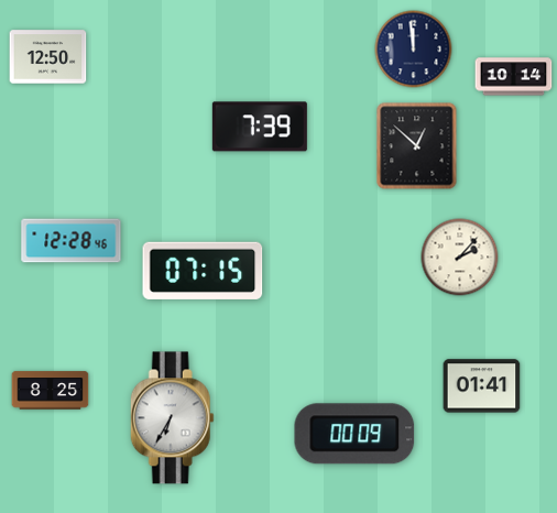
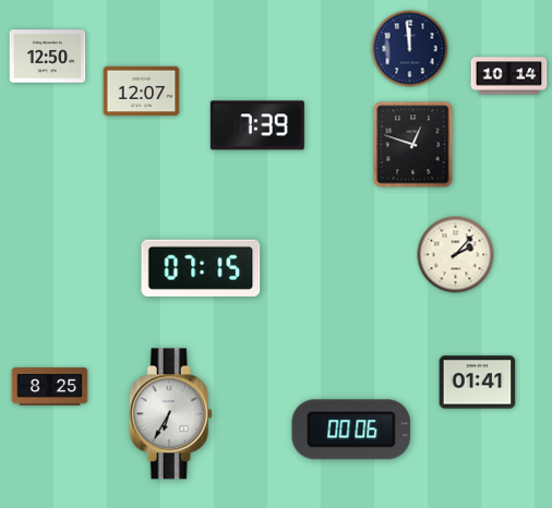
clock at (142, 92): none -> 12:07
clock at (417, 146): 12:52 -> 12:48
clock at (72, 241): 12:28 -> none
clock at (354, 434): 00:09 -> 00:06
